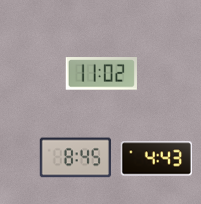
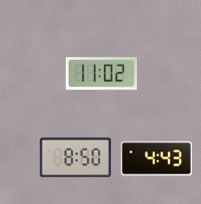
clock at (75, 158): 8:45 -> 8:50
